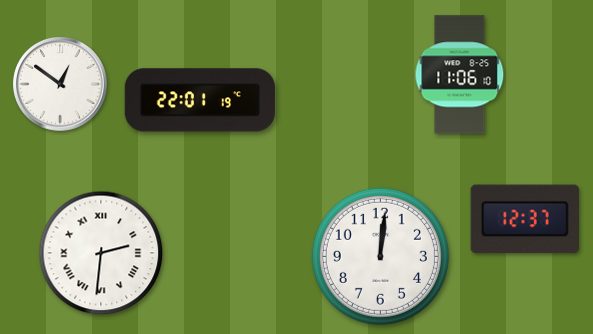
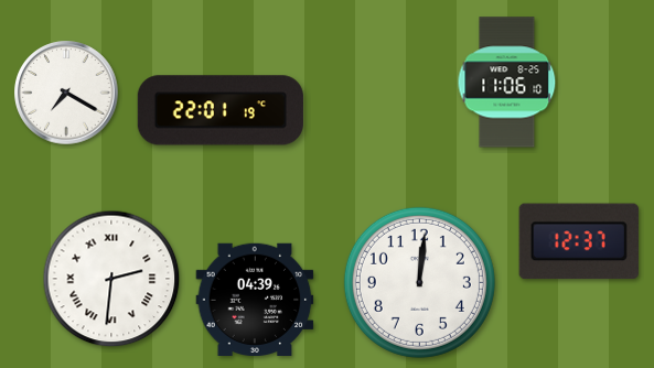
clock at (60, 84): 12:51 -> 7:20
clock at (255, 299): none -> 04:39
